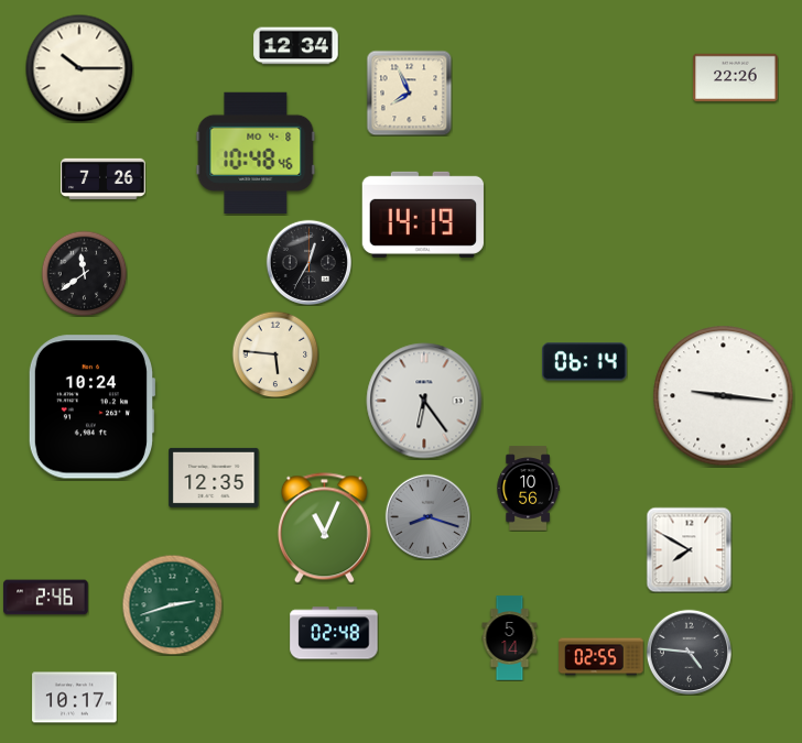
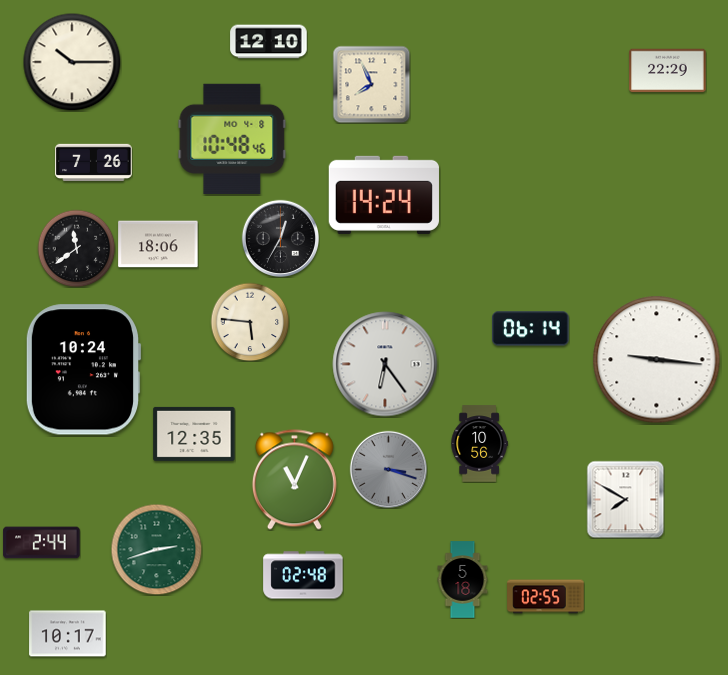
clock at (296, 46): 12:34 -> 12:10
clock at (736, 78): 22:26 -> 22:29
clock at (423, 215): 14:19 -> 14:24
clock at (158, 244): none -> 18:06
clock at (427, 516): 8:18 -> 3:18
clock at (46, 598): 2:46 -> 2:44
clock at (510, 638): 5:14 -> 5:18
clock at (689, 652): 4:46 -> none
